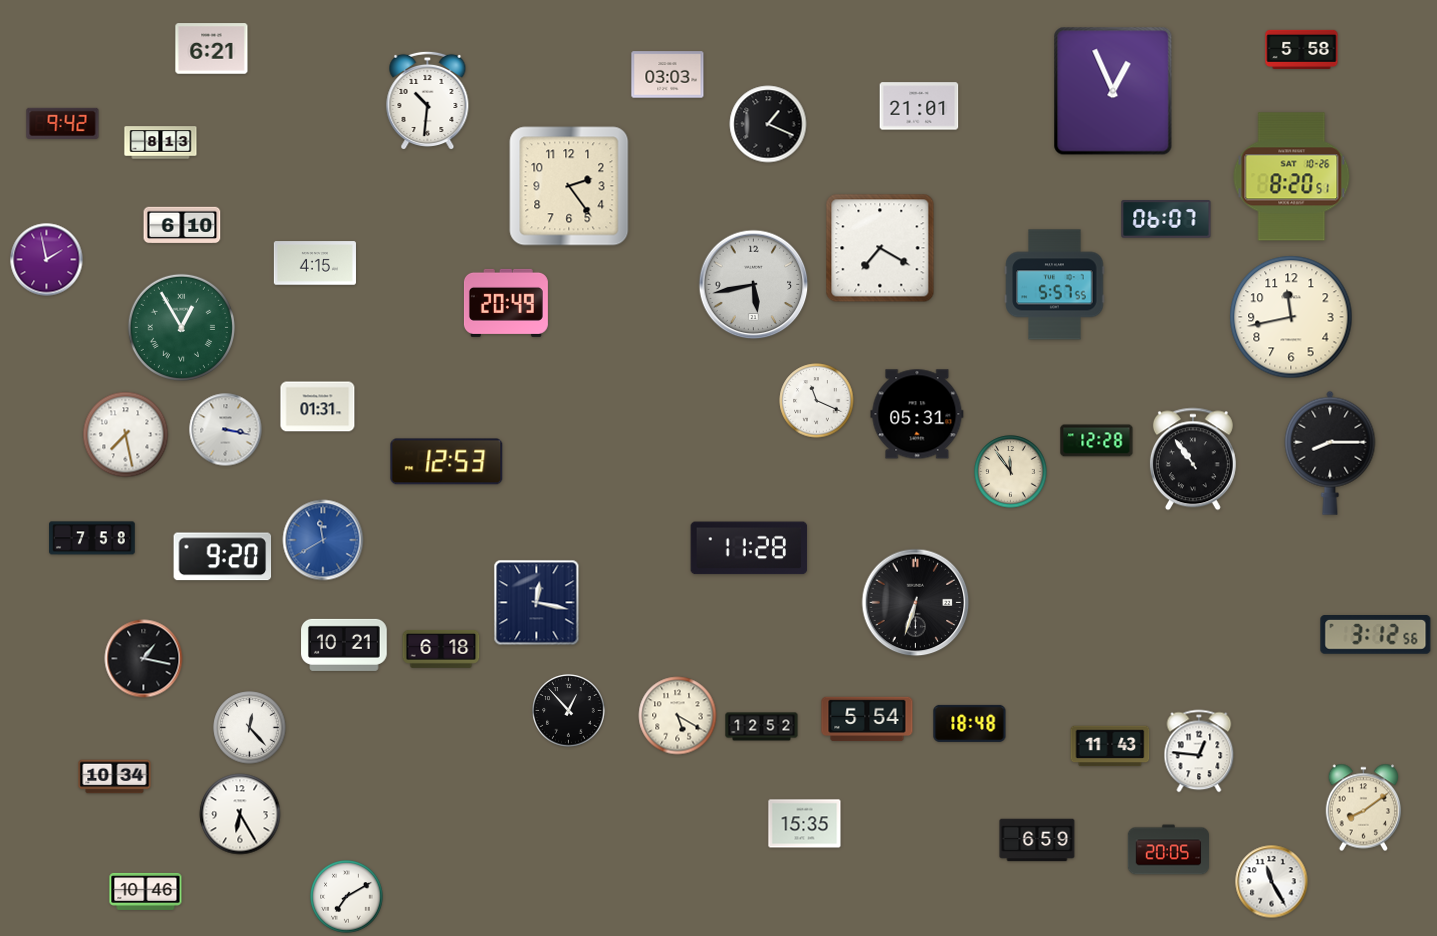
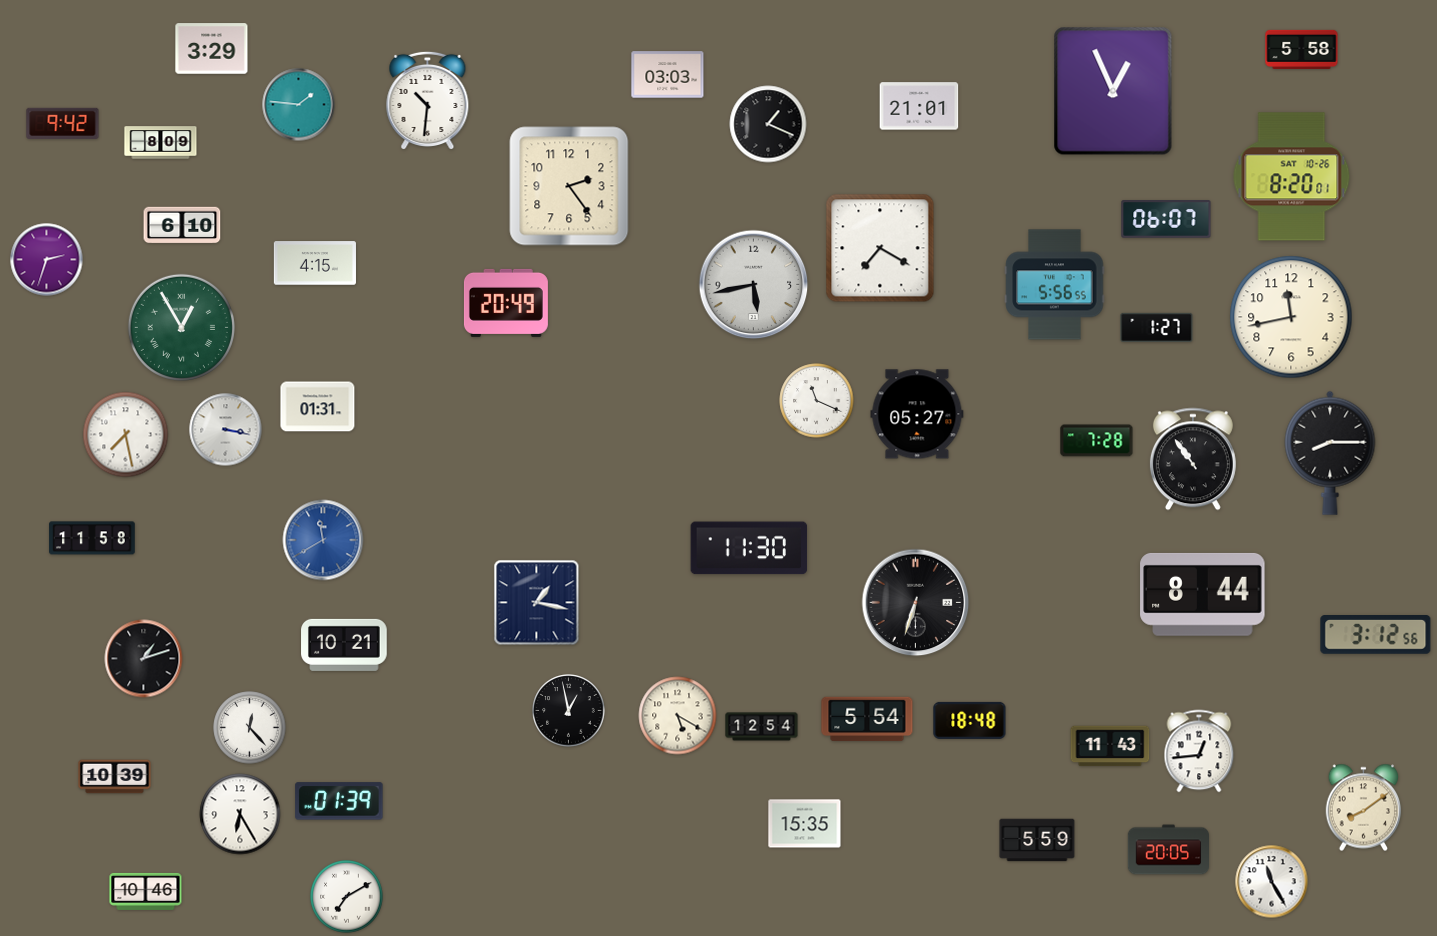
clock at (212, 49): 6:21 -> 3:29
clock at (299, 105): none -> 1:46
clock at (161, 143): 8:13 -> 8:09
clock at (1292, 177): 8:20:51 -> 8:20:01
clock at (47, 260): 1:58 -> 2:33
clock at (1055, 285): 5:57 -> 5:56
clock at (1157, 327): none -> 1:27
clock at (917, 414): 05:31 -> 05:27
clock at (1097, 441): 12:28 -> 7:28
clock at (447, 462): 12:53 -> none
clock at (1011, 472): 11:54 -> none
clock at (92, 538): 7:58 -> 11:58
clock at (749, 548): 11:28 -> 11:30
clock at (223, 557): 9:20 -> none
clock at (1203, 594): none -> 8:44
clock at (537, 603): 12:17 -> 1:17
clock at (441, 649): 6:18 -> none
clock at (144, 659): 1:17 -> 1:12
clock at (569, 711): 12:53 -> 12:58
clock at (970, 723) position: (970, 723) -> (970, 720)
clock at (762, 727): 12:52 -> 12:54
clock at (1199, 751): 12:46 -> 12:44
clock at (115, 777): 10:34 -> 10:39
clock at (339, 801): none -> 01:39
clock at (1037, 840): 6:59 -> 5:59
